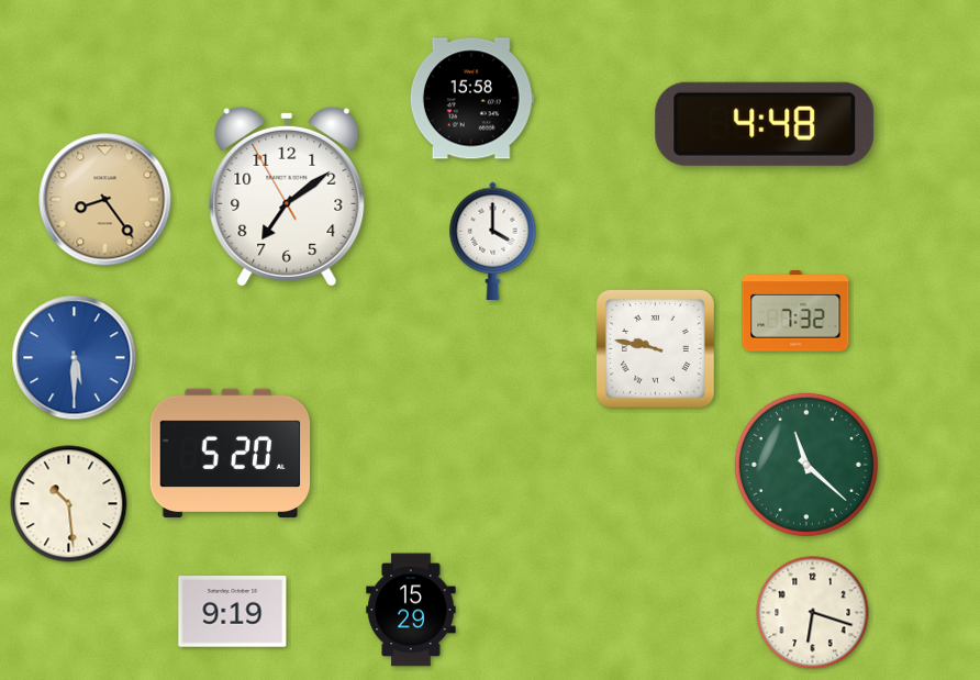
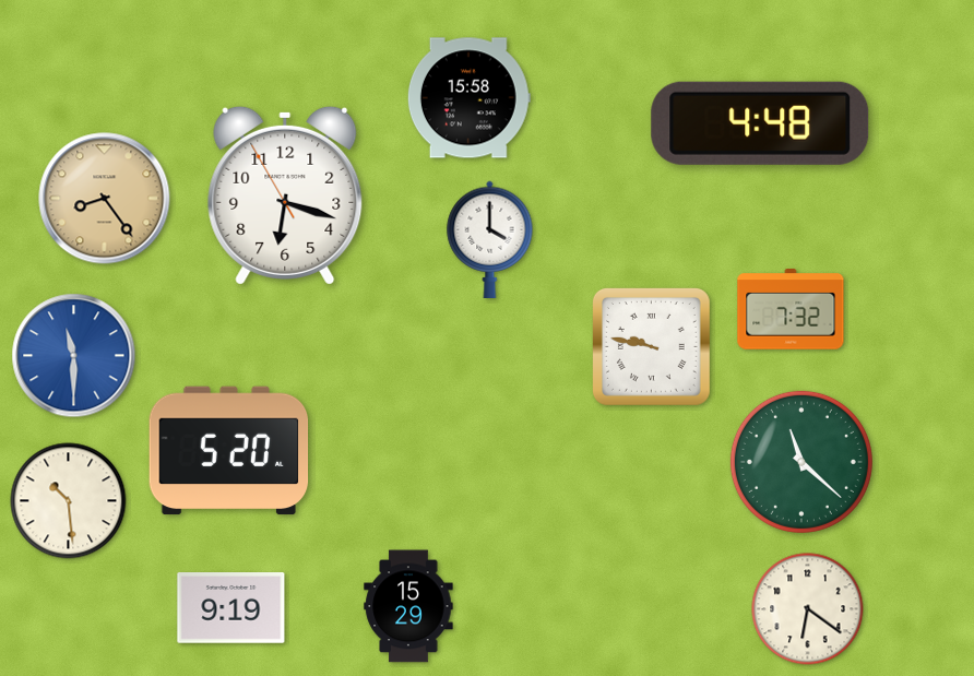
clock at (287, 197): 7:08 -> 6:17
clock at (75, 358): 5:30 -> 11:30
clock at (813, 613): 6:18 -> 6:21
